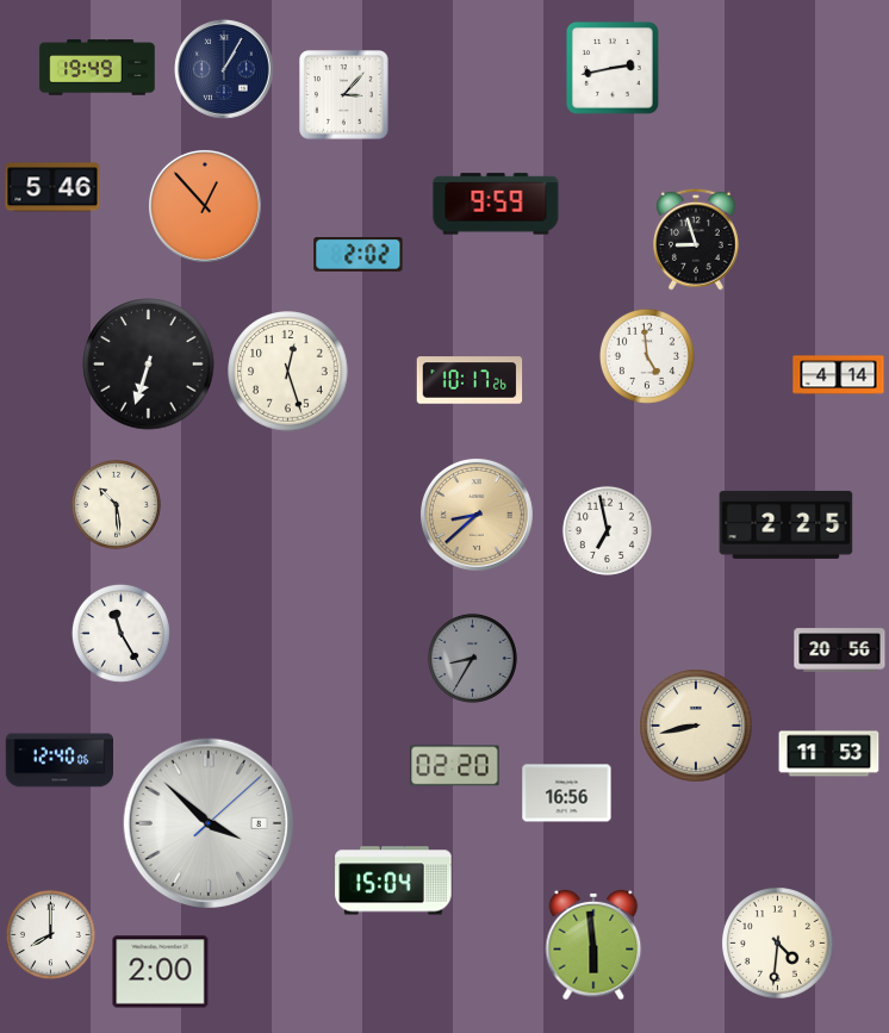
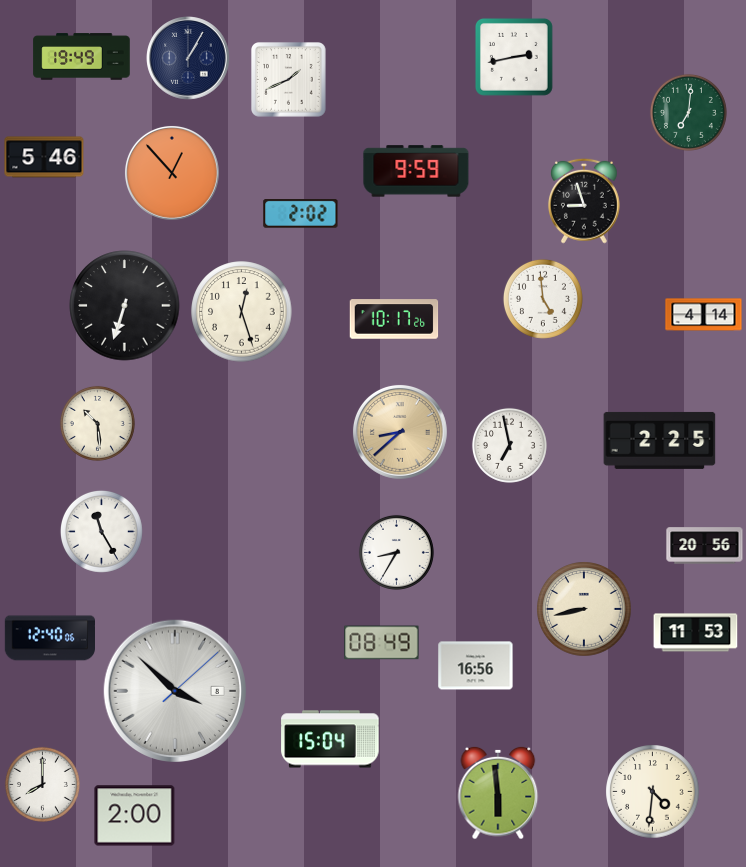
clock at (344, 95): 3:07 -> 1:41
clock at (688, 112): none -> 7:01
clock at (472, 658) dial: grey -> white
clock at (455, 766): 02:20 -> 08:49
